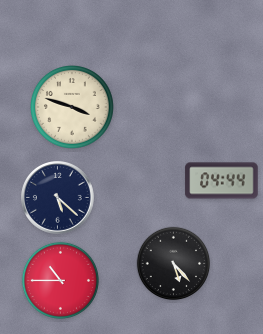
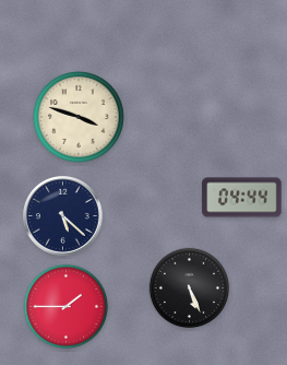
clock at (174, 264): 5:23 -> 5:26
clock at (60, 280): 10:45 -> 1:45
